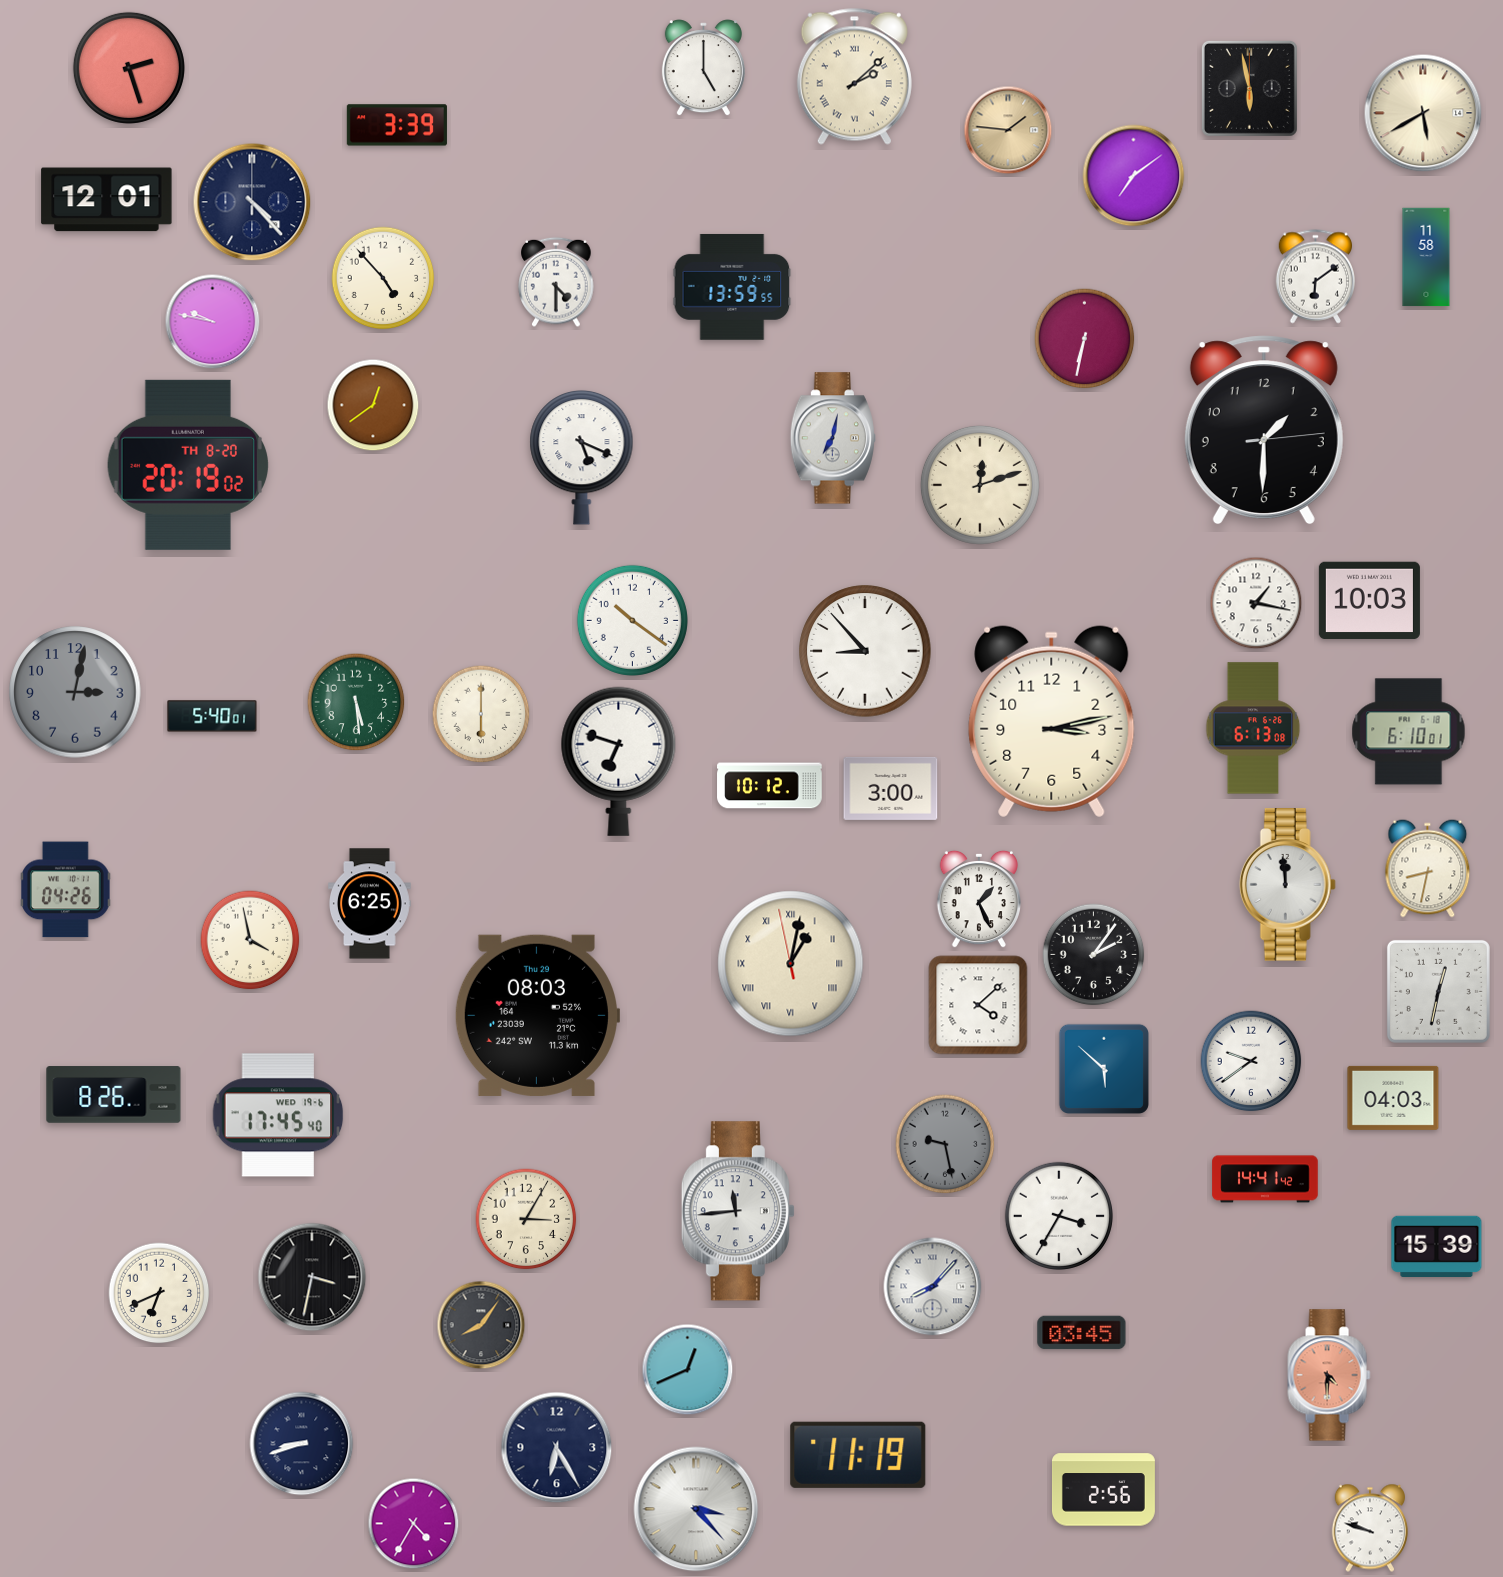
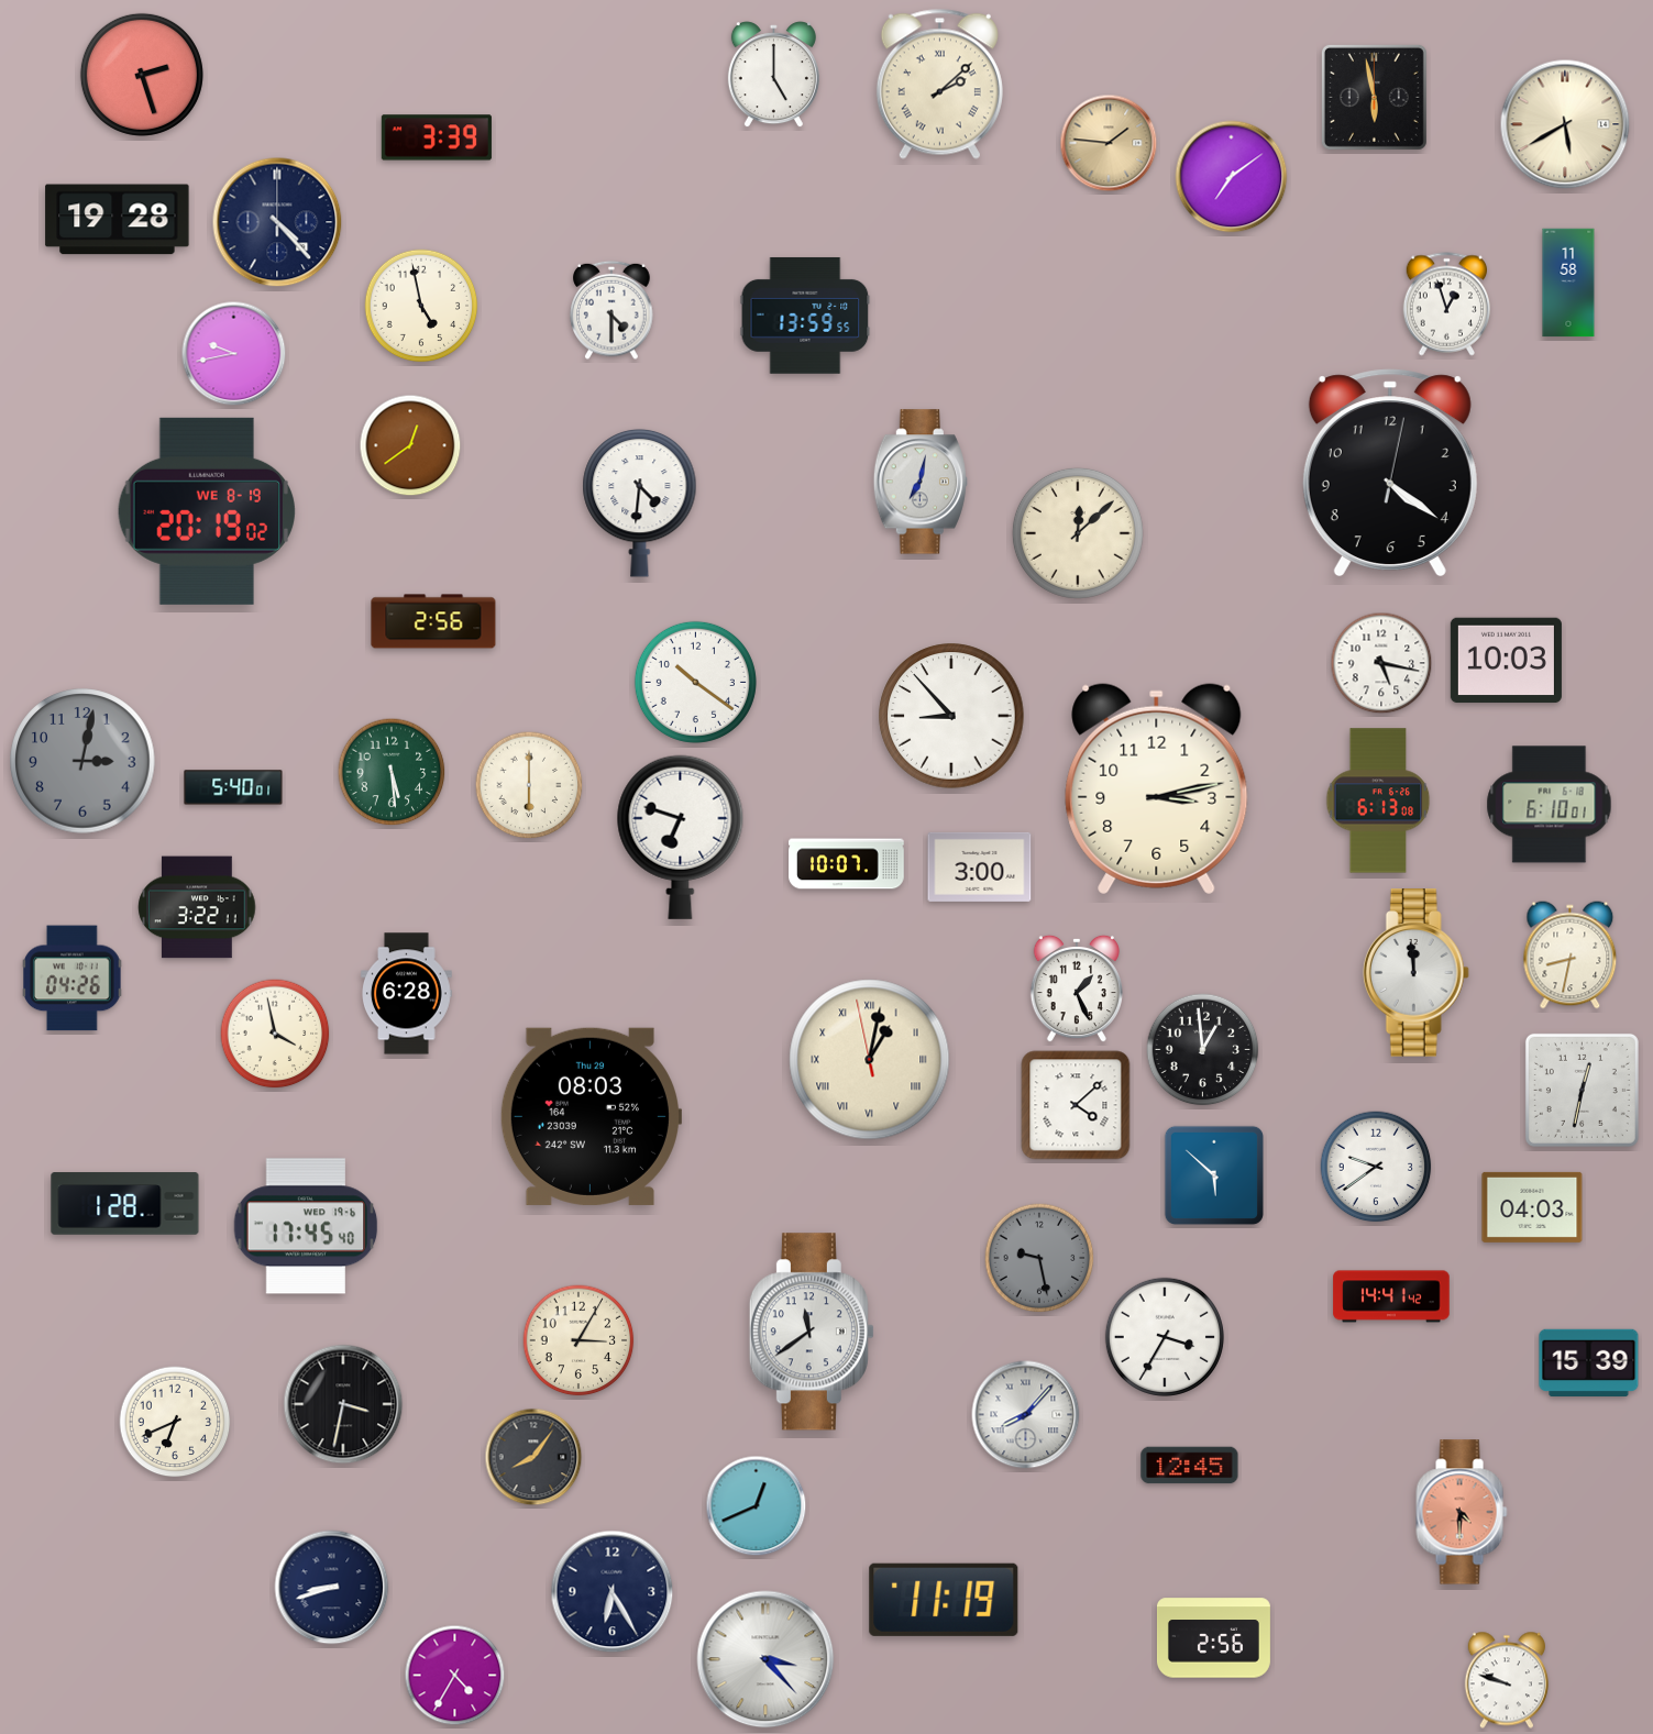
clock at (1134, 176) position: (1134, 176) -> (1232, 177)
clock at (107, 200): 12:01 -> 19:28
clock at (1315, 277): 6:09 -> 12:57
clock at (383, 278): 4:53 -> 4:58
clock at (213, 322): 9:47 -> 9:43
clock at (1085, 339): 6:32 -> none
clock at (1264, 430): 1:30 -> 4:21
clock at (832, 438) position: (832, 438) -> (919, 482)
clock at (582, 457): 5:19 -> 4:31
clock at (188, 465) date: TH 8-20 -> WE 8-19
clock at (980, 485): 12:12 -> 12:08
clock at (433, 621): none -> 2:56
clock at (1256, 603): 1:17 -> 5:17
clock at (1052, 722) position: (1052, 722) -> (1157, 789)
clock at (770, 786): 10:12 -> 10:07
clock at (197, 907): none -> 3:22
clock at (370, 904): 6:25 -> 6:28
clock at (1094, 955): 2:06 -> 12:59
clock at (114, 1095): 8:26 -> 1:28
clock at (738, 1211): 11:44 -> 11:39
clock at (1437, 1246) position: (1437, 1246) -> (1589, 1362)
clock at (481, 1325) position: (481, 1325) -> (533, 1457)
clock at (1082, 1333): 03:45 -> 12:45
